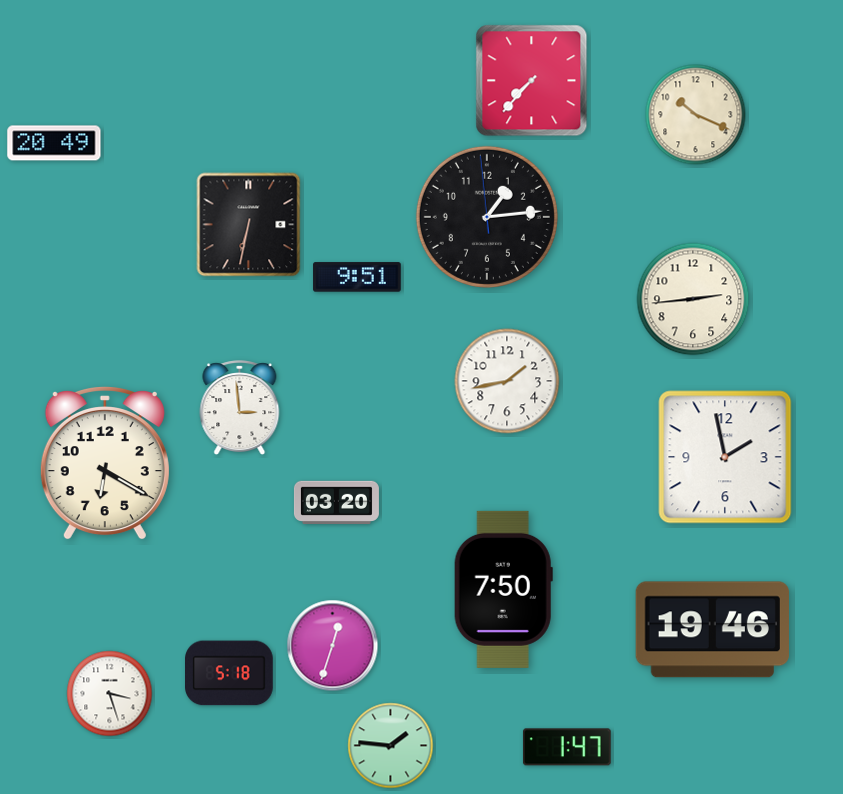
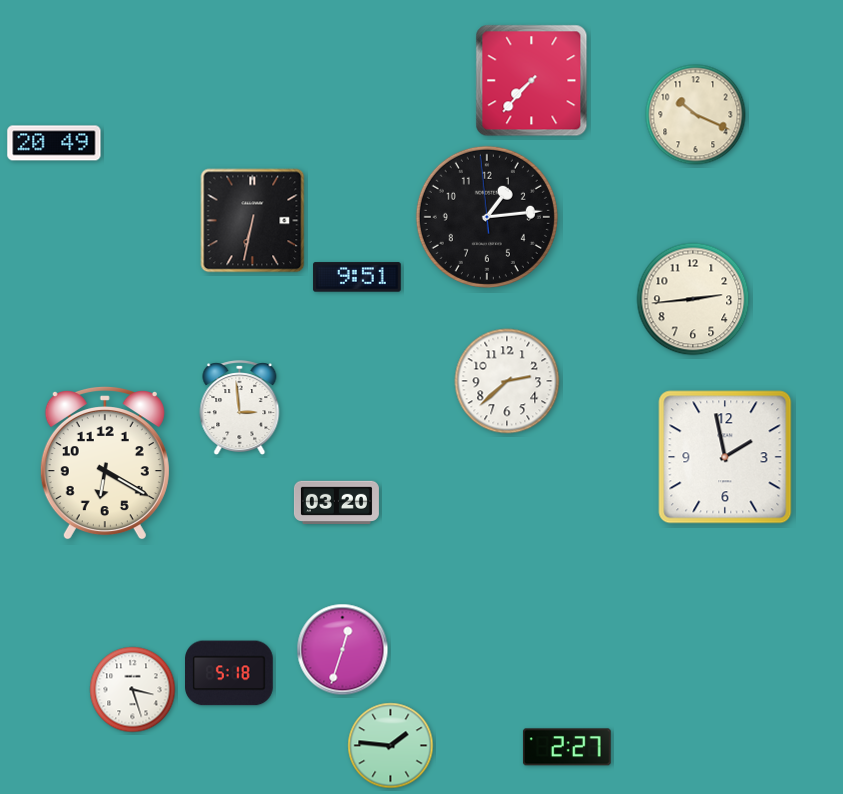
clock at (249, 225) position: (249, 225) -> (253, 221)
clock at (507, 381): 1:43 -> 2:38
clock at (503, 589): 7:50 -> none
clock at (712, 630): 19:46 -> none
clock at (333, 646) position: (333, 646) -> (343, 650)
clock at (110, 694) position: (110, 694) -> (133, 690)
clock at (567, 747): 1:47 -> 2:27
